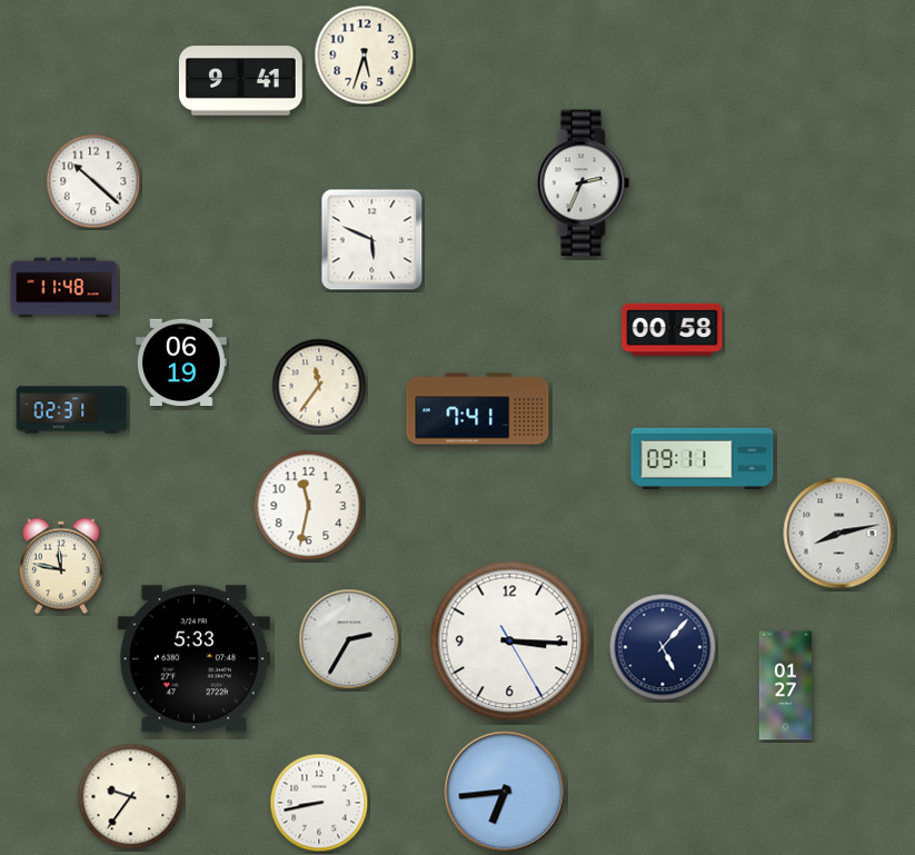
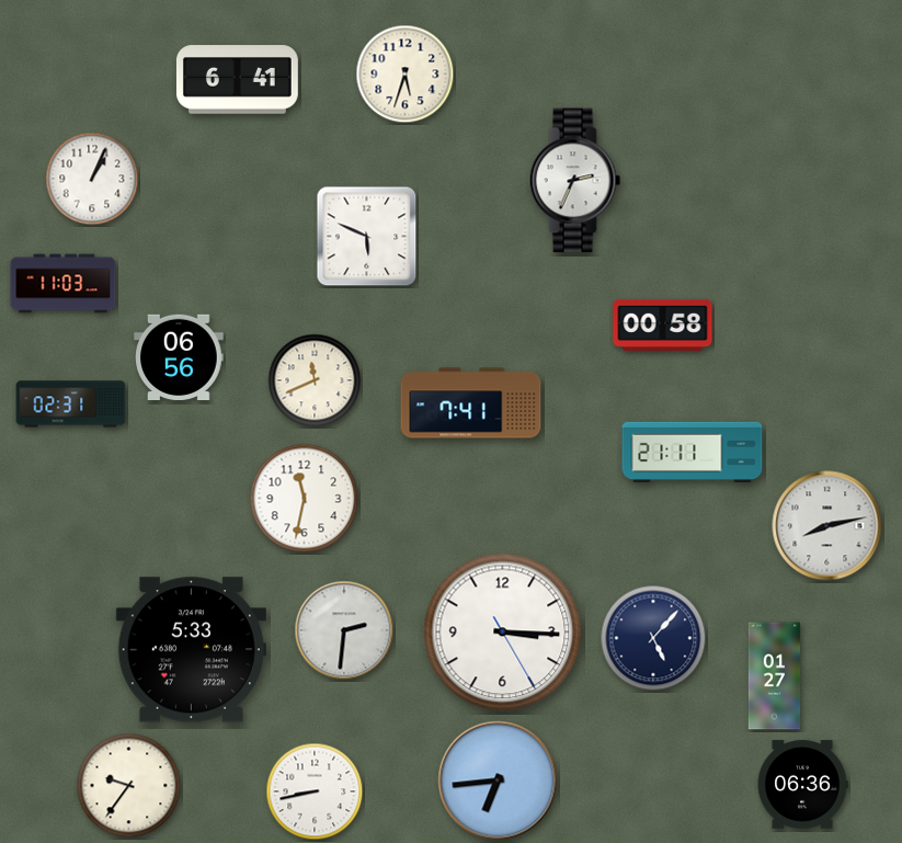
clock at (365, 56) position: (365, 56) -> (406, 75)
clock at (240, 81): 9:41 -> 6:41
clock at (93, 181): 10:22 -> 1:04
clock at (64, 288): 11:48 -> 11:03
clock at (181, 362): 06:19 -> 06:56
clock at (319, 386): 11:36 -> 11:41
clock at (703, 458): 09:11 -> 21:11
clock at (61, 566): 11:47 -> none
clock at (349, 639): 2:35 -> 2:31
clock at (802, 785): none -> 06:36
